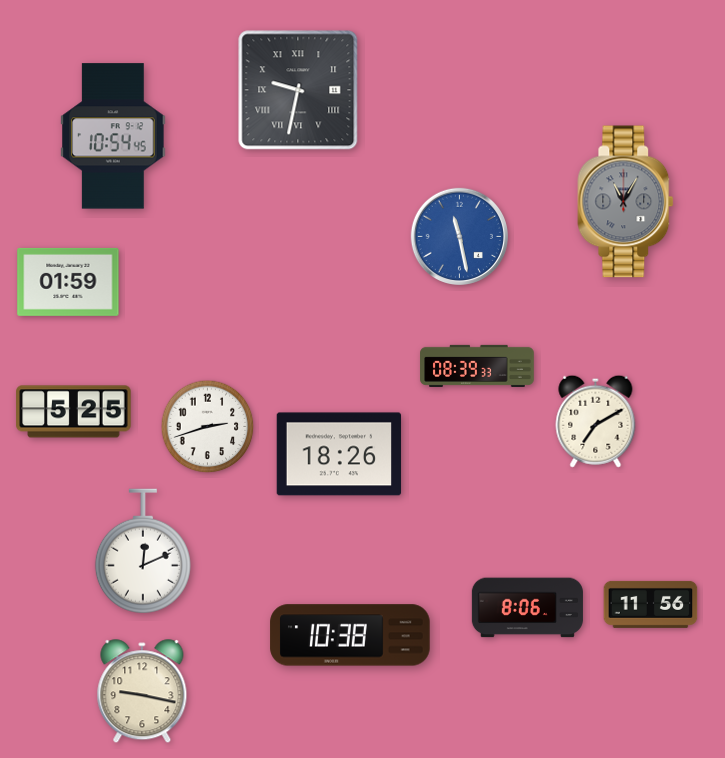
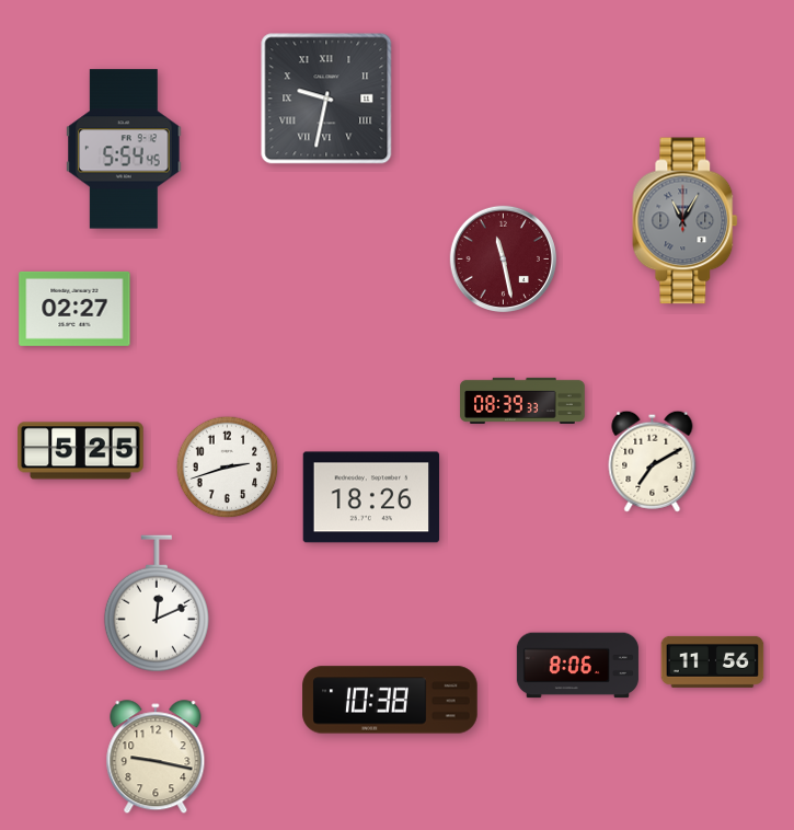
clock at (113, 136): 10:54 -> 5:54
clock at (459, 236) dial: blue -> burgundy
clock at (68, 282): 01:59 -> 02:27
clock at (350, 635) position: (350, 635) -> (390, 700)
